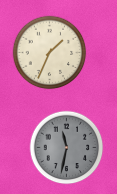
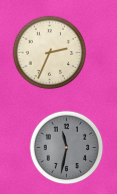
clock at (50, 53): 1:34 -> 2:34
